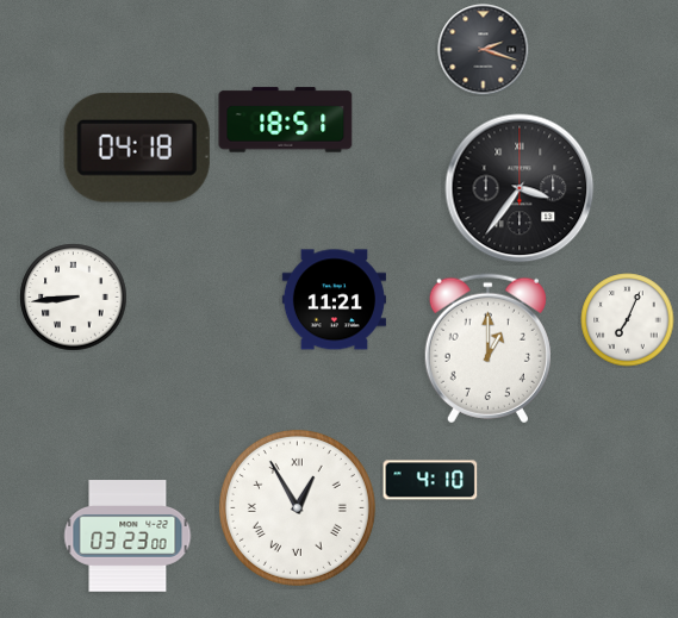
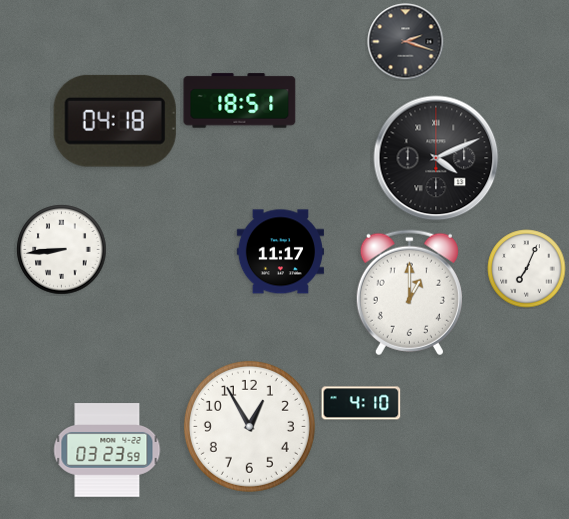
clock at (137, 148) position: (137, 148) -> (115, 121)
clock at (520, 188): 3:36 -> 4:11
clock at (334, 300): 11:21 -> 11:17
clock at (297, 507) numerals: Roman -> Arabic
clock at (127, 536): 03:23:00 -> 03:23:59
